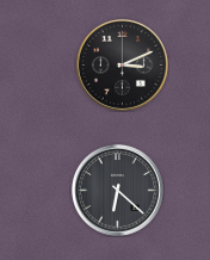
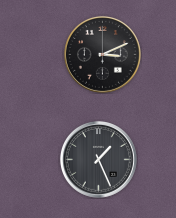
clock at (117, 190): 6:22 -> 1:26
